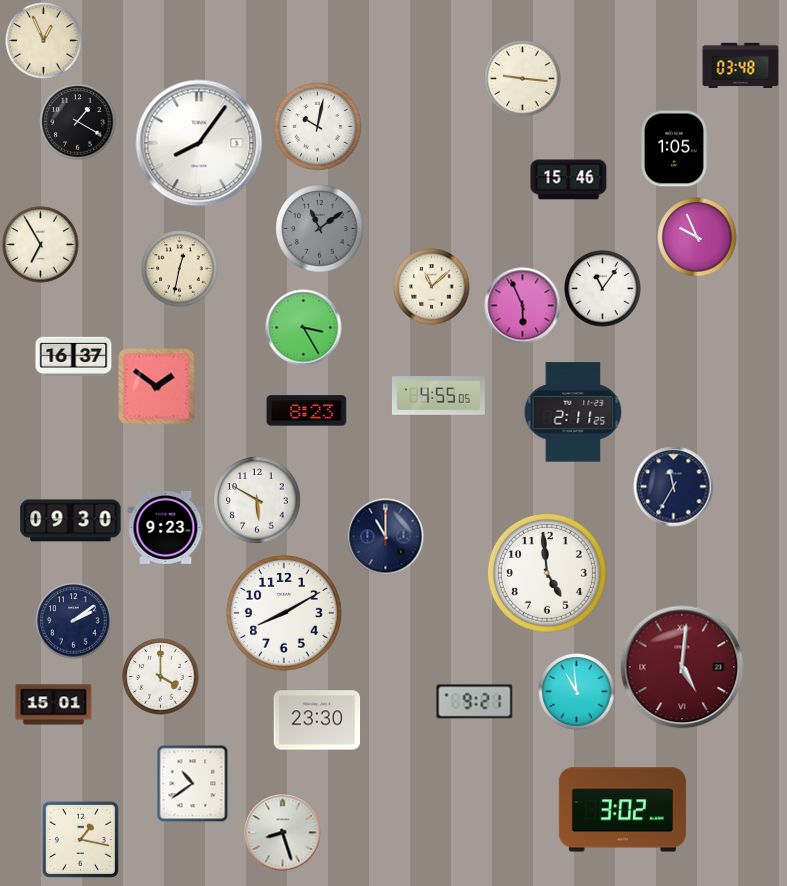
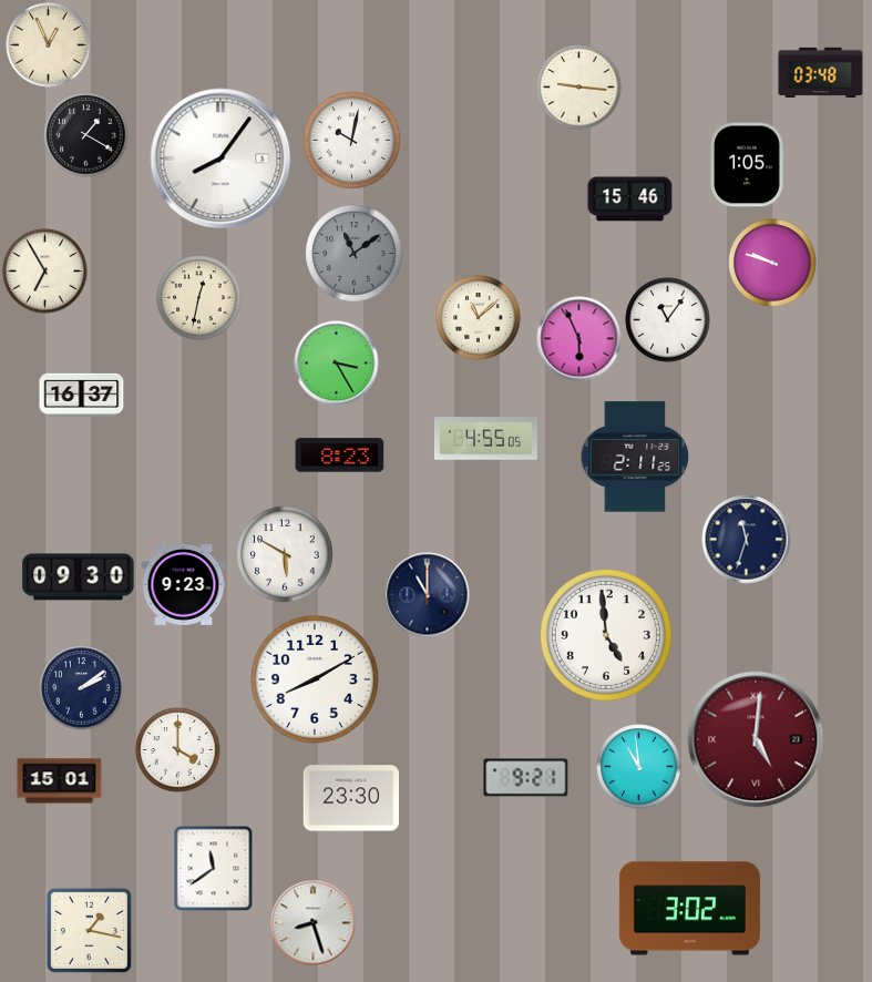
clock at (697, 237): 9:56 -> 9:48
clock at (157, 387): 1:51 -> none
clock at (674, 487): 11:35 -> 11:33
clock at (193, 783): 10:39 -> 11:39
clock at (622, 810) position: (622, 810) -> (689, 909)
